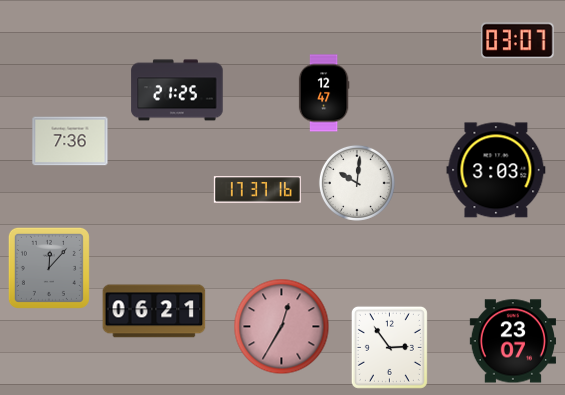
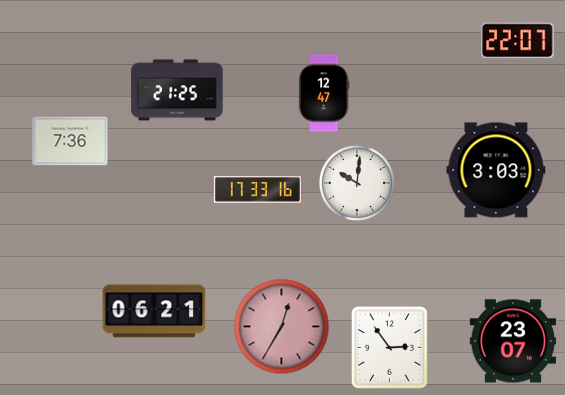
clock at (518, 41): 03:07 -> 22:07
clock at (257, 190): 17:37 -> 17:33
clock at (49, 268): 12:07 -> none
